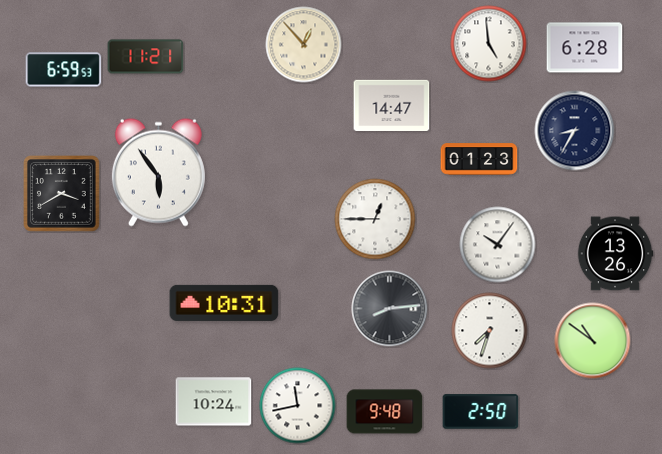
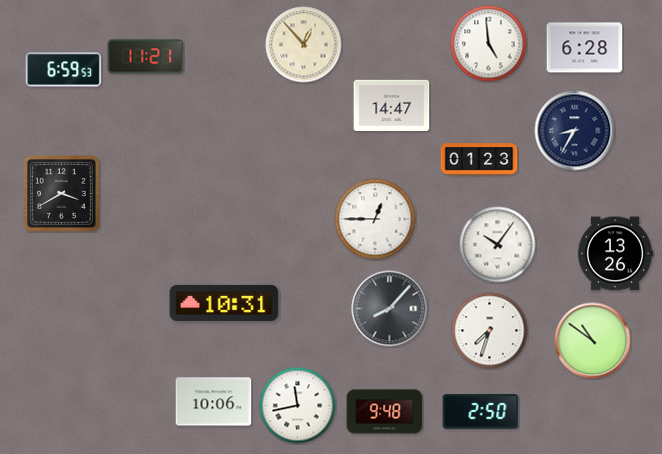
clock at (158, 172): 5:54 -> none
clock at (390, 309): 8:14 -> 8:07
clock at (214, 402): 10:24 -> 10:06
